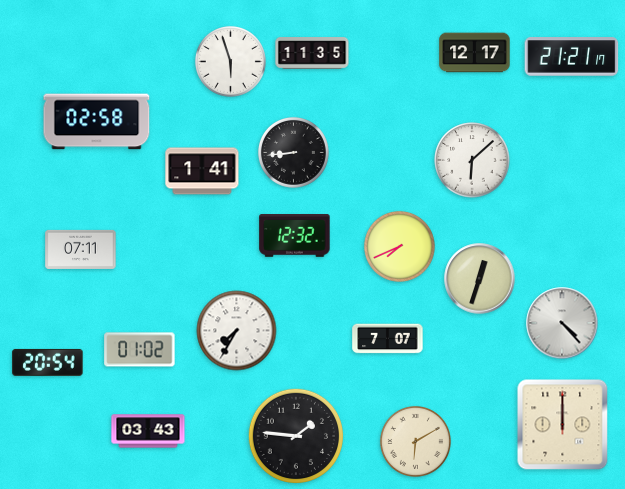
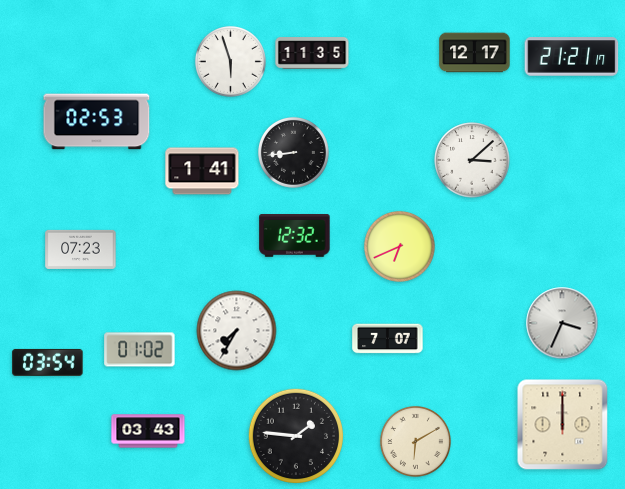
clock at (97, 122): 02:58 -> 02:53
clock at (472, 160): 6:08 -> 3:08
clock at (399, 246): 7:41 -> 6:41
clock at (81, 249): 07:11 -> 07:23
clock at (480, 279): 12:33 -> none
clock at (562, 323): 4:23 -> 3:34
clock at (48, 362): 20:54 -> 03:54
